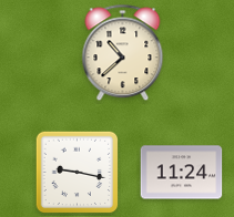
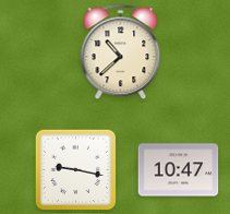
clock at (182, 173): 11:24 -> 10:47
